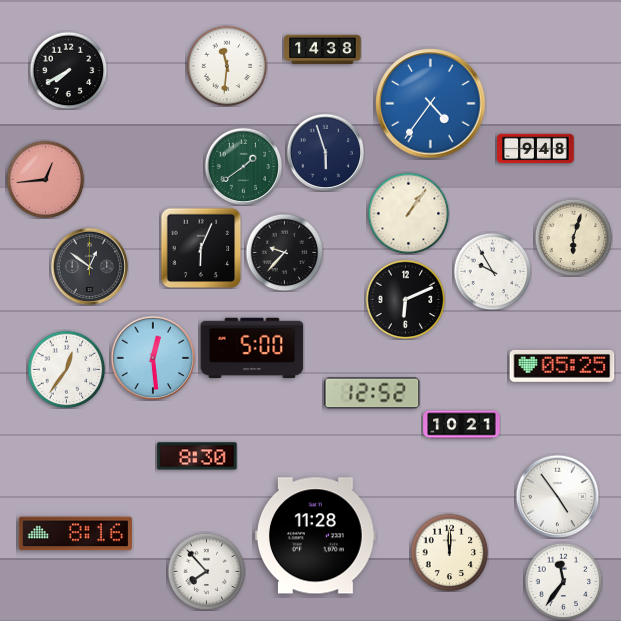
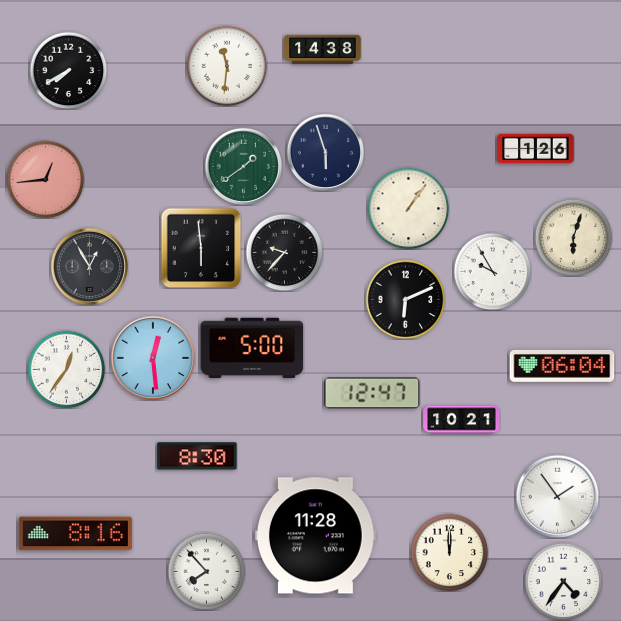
clock at (431, 104): 4:36 -> none
clock at (536, 149): 9:48 -> 1:26
clock at (408, 213) position: (408, 213) -> (408, 208)
clock at (201, 248): 6:04 -> 5:59
clock at (89, 266): 12:51 -> 12:55
clock at (562, 366): 05:25 -> 06:04
clock at (372, 393): 12:52 -> 12:47
clock at (462, 425) position: (462, 425) -> (462, 420)
clock at (557, 496): 4:54 -> 1:54
clock at (563, 581): 11:36 -> 4:36
